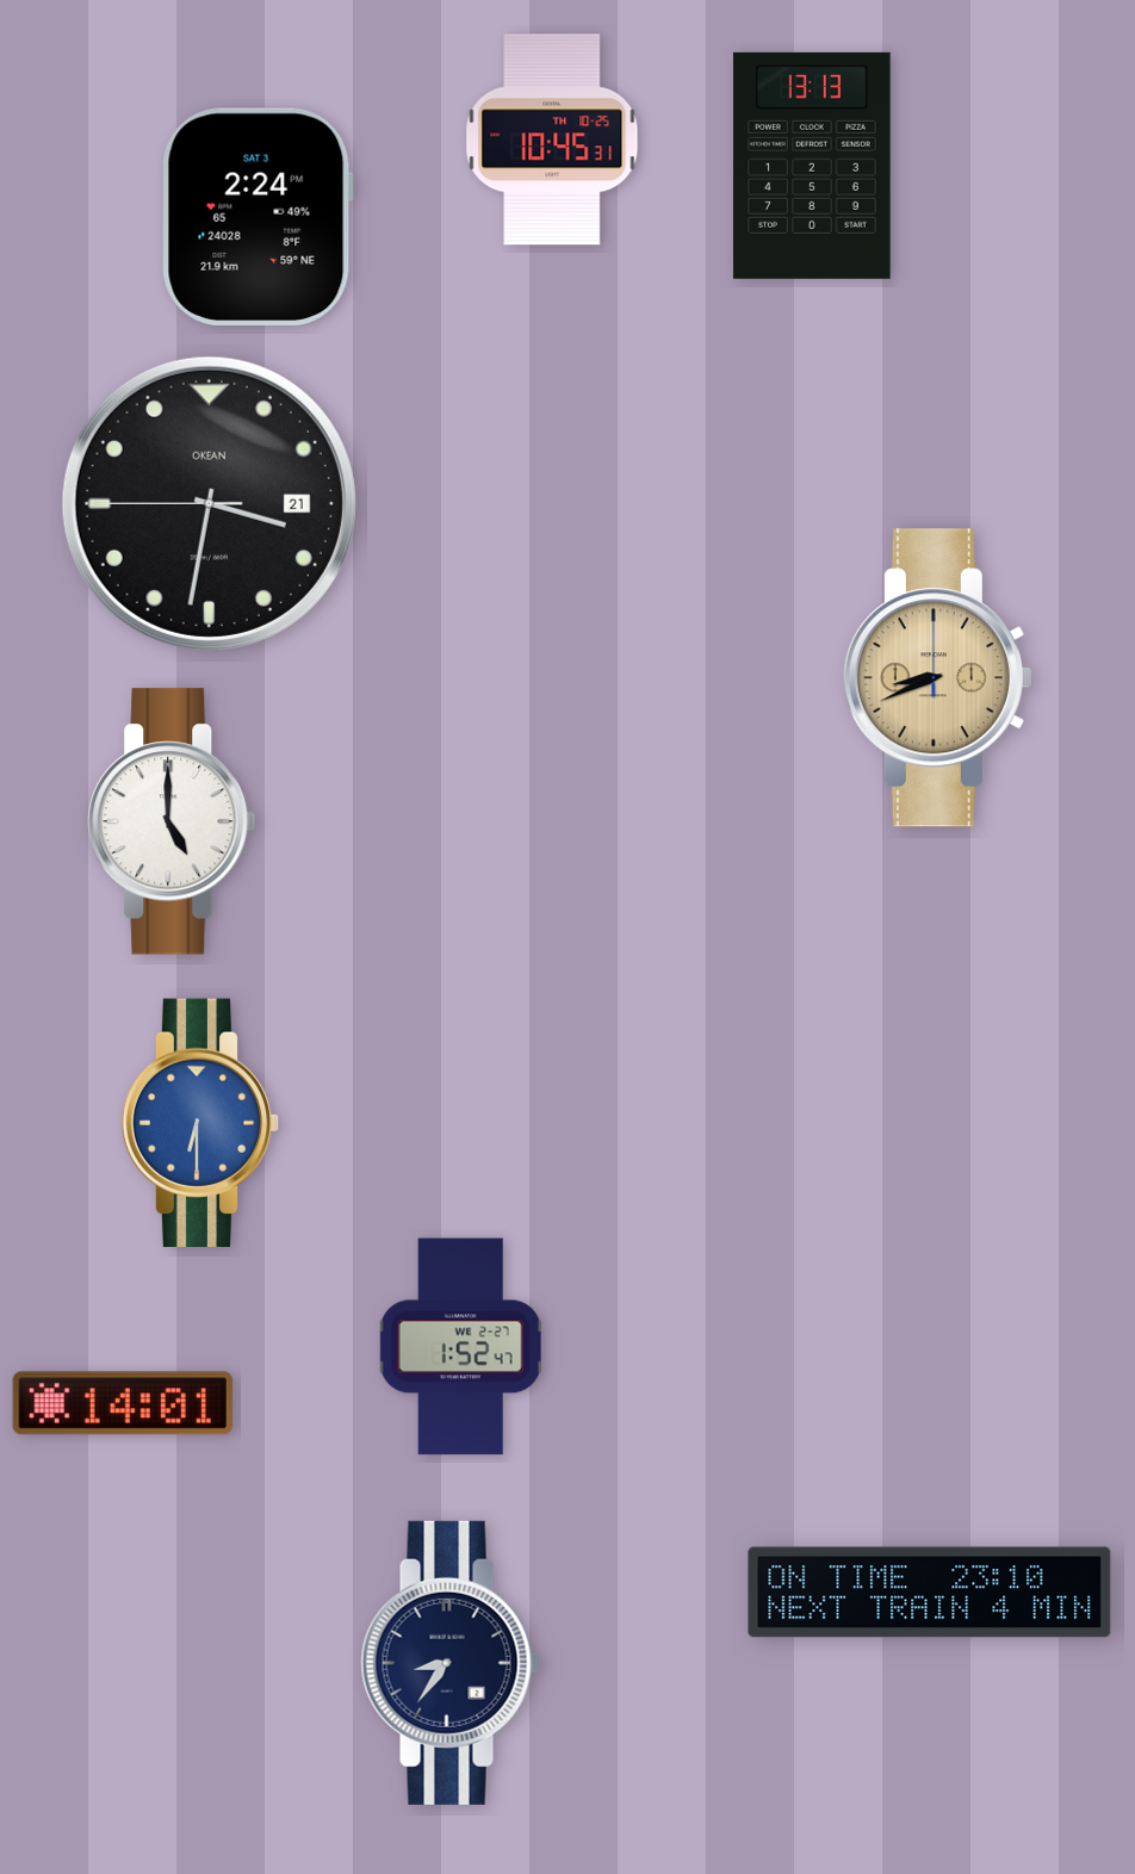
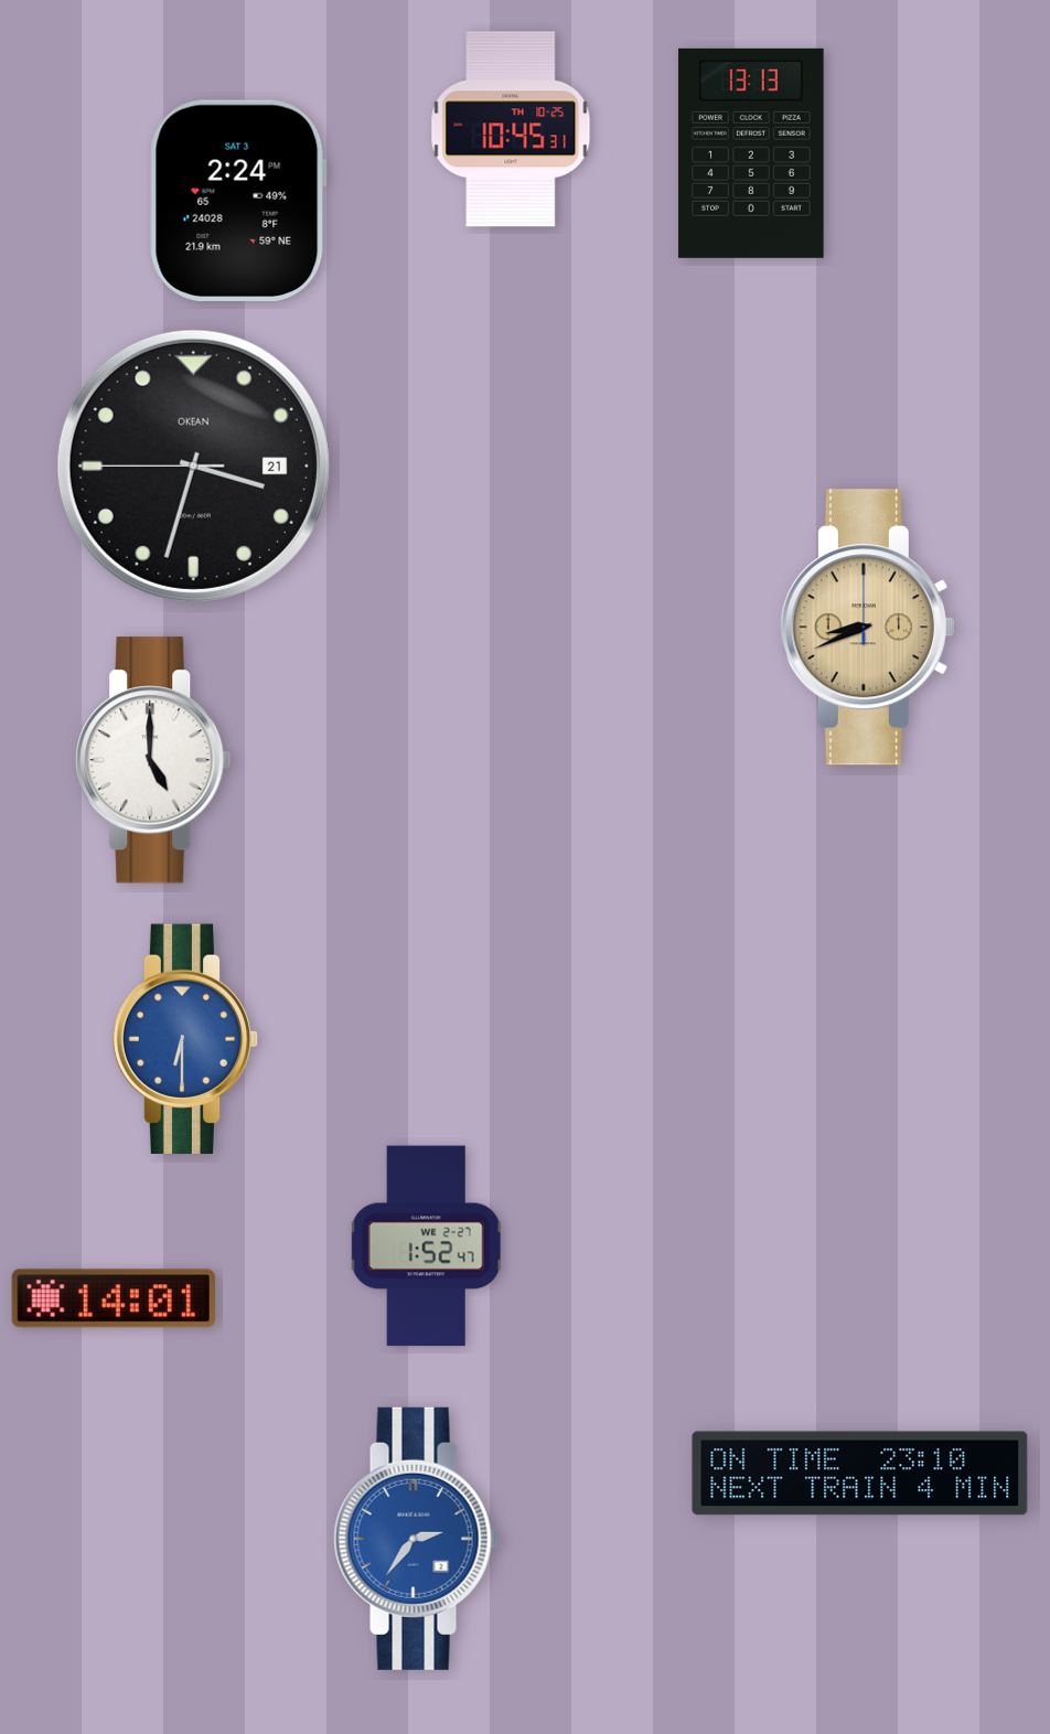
clock at (209, 503): 3:31 -> 3:32
clock at (172, 821) position: (172, 821) -> (153, 760)
clock at (451, 1663): 8:36 -> 2:36
clock at (451, 1663) dial: navy -> blue
